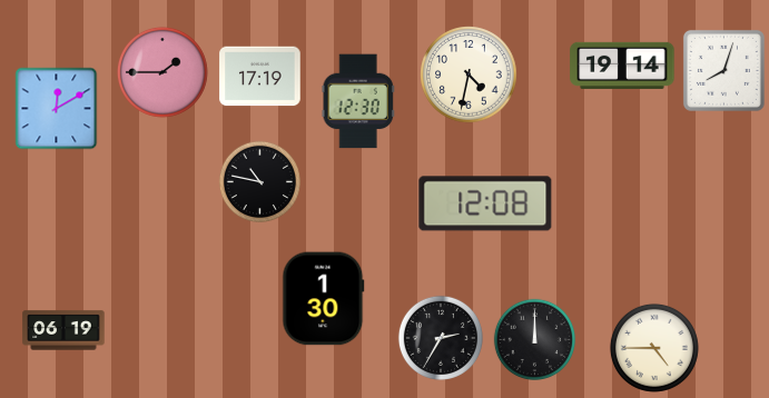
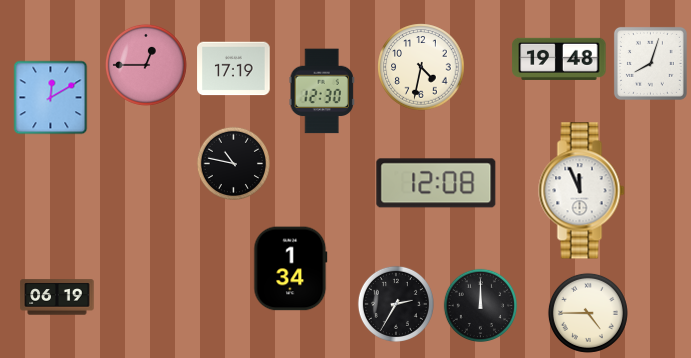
clock at (622, 66): 19:14 -> 19:48
clock at (162, 72): 1:45 -> 12:45
clock at (582, 191): none -> 11:56
clock at (324, 299): 1:30 -> 1:34
